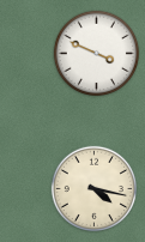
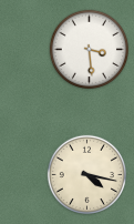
clock at (96, 53): 3:49 -> 3:29
